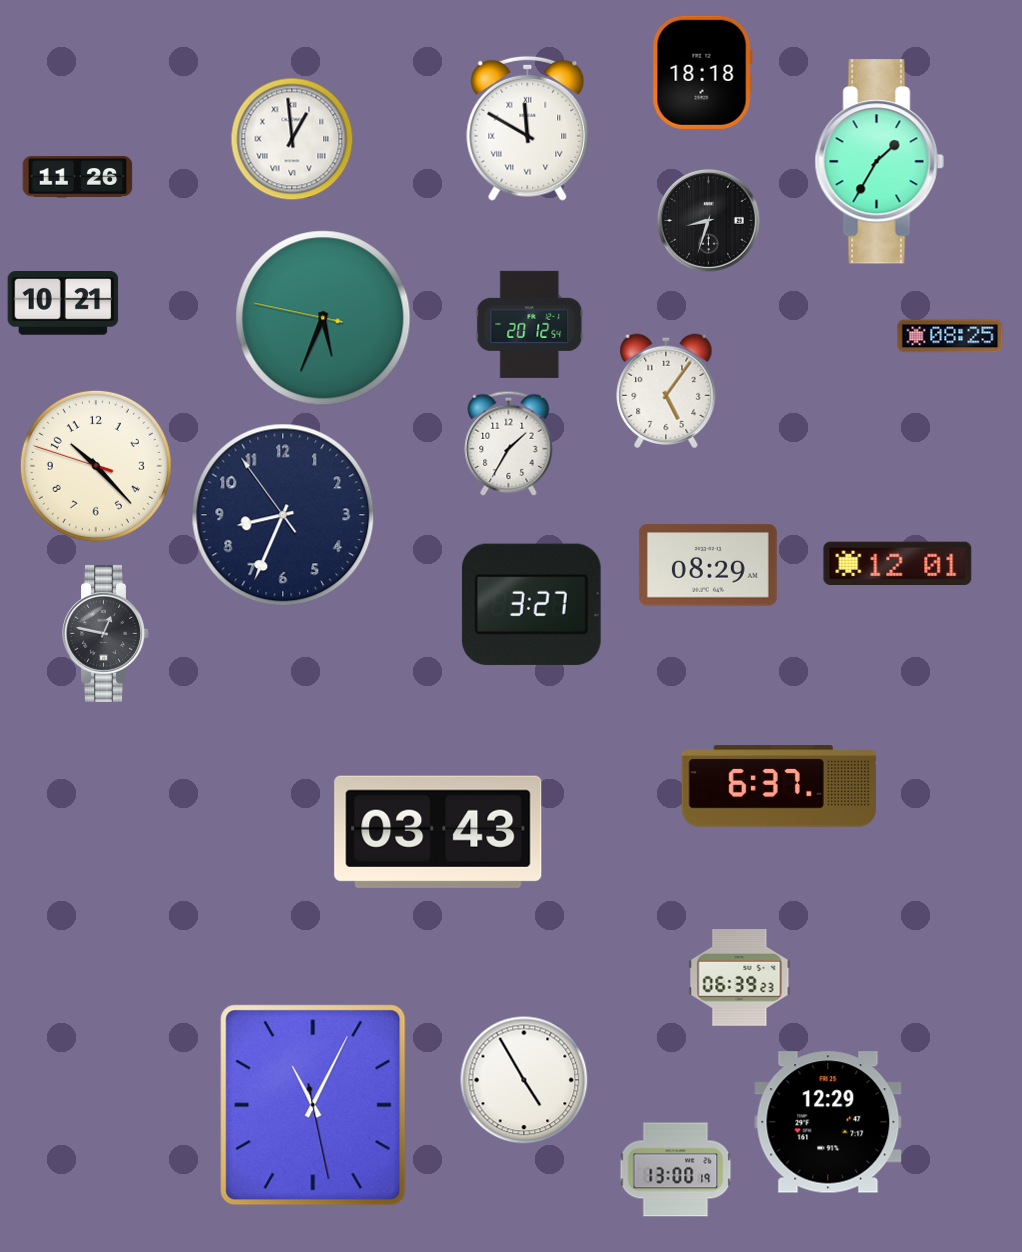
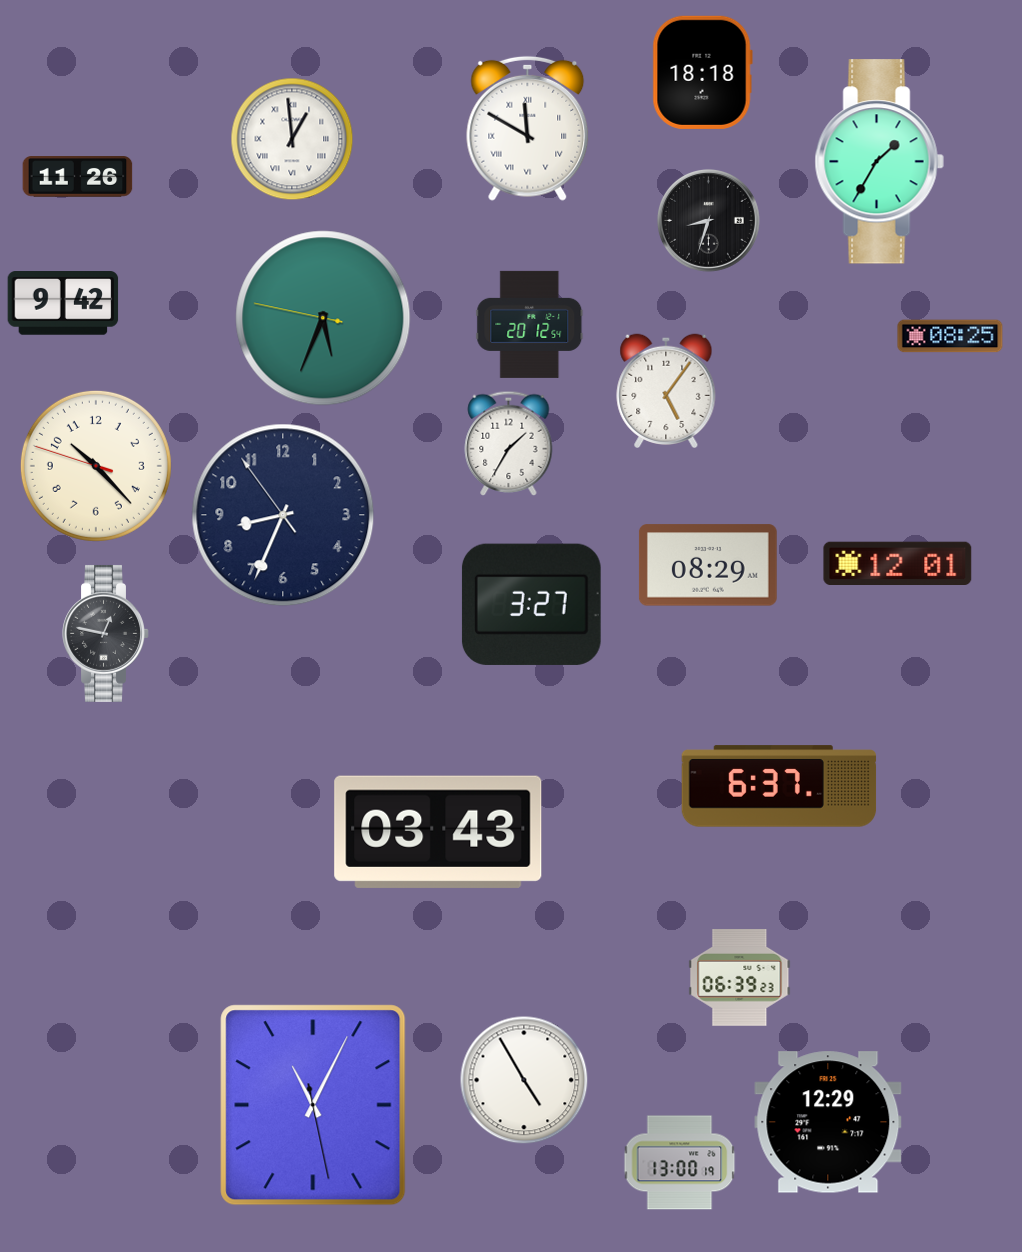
clock at (63, 304): 10:21 -> 9:42
clock at (676, 1170) position: (676, 1170) -> (680, 1163)
